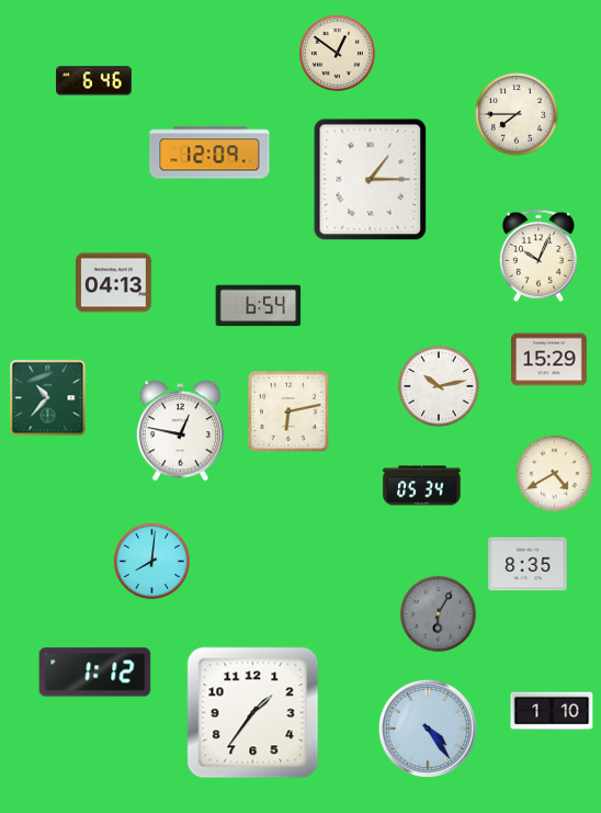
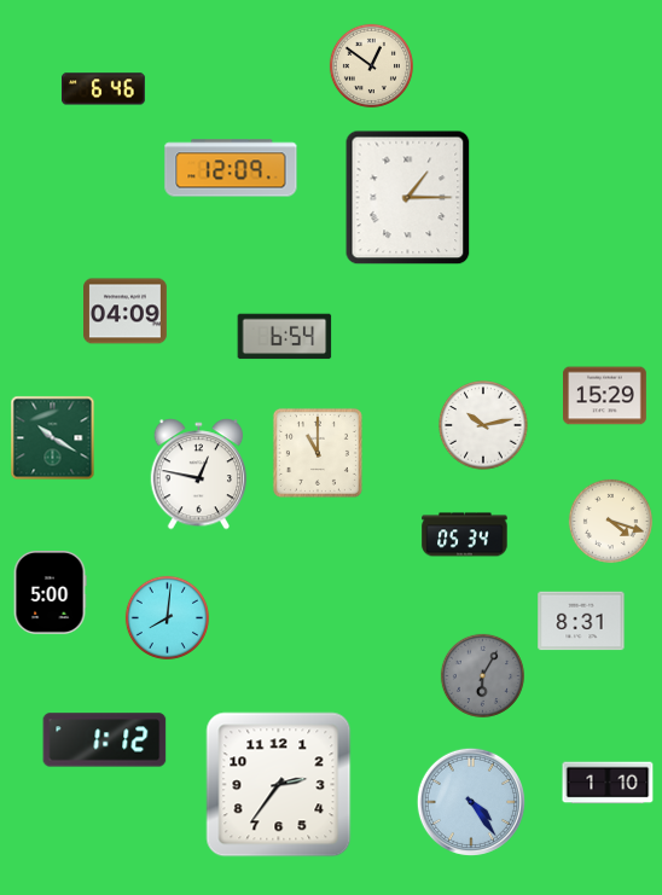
clock at (337, 53) position: (337, 53) -> (371, 65)
clock at (517, 114): 7:45 -> none
clock at (537, 256): 10:04 -> none
clock at (114, 283): 04:13 -> 04:09
clock at (48, 398): 10:37 -> 10:20
clock at (288, 411): 6:13 -> 11:00
clock at (554, 473): 4:40 -> 4:18
clock at (50, 593): none -> 5:00
clock at (528, 564): 8:35 -> 8:31
clock at (253, 713): 1:36 -> 2:36
